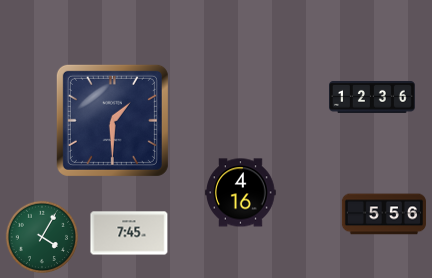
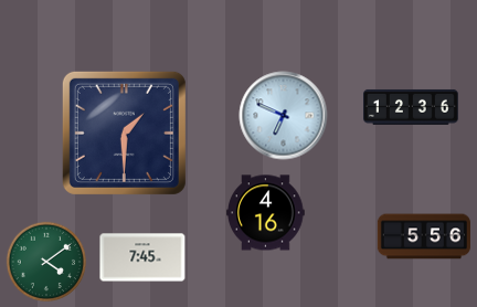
clock at (284, 116): none -> 6:49
clock at (41, 236): 4:05 -> 4:09
